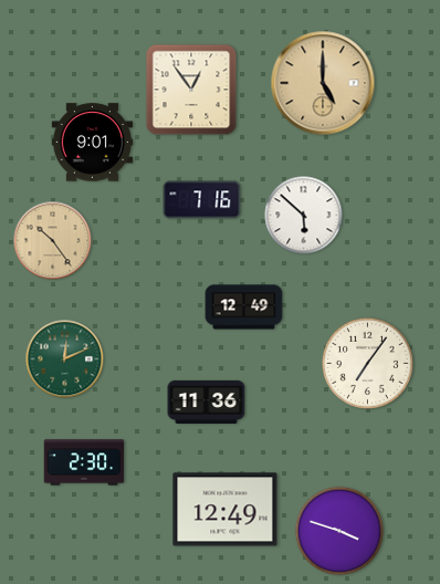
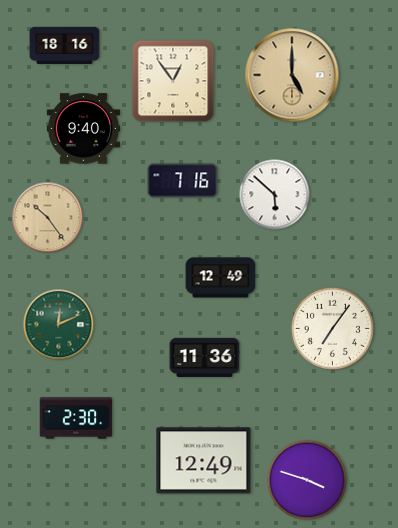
clock at (65, 45): none -> 18:16
clock at (93, 143): 9:01 -> 9:40
clock at (207, 401) position: (207, 401) -> (205, 357)
